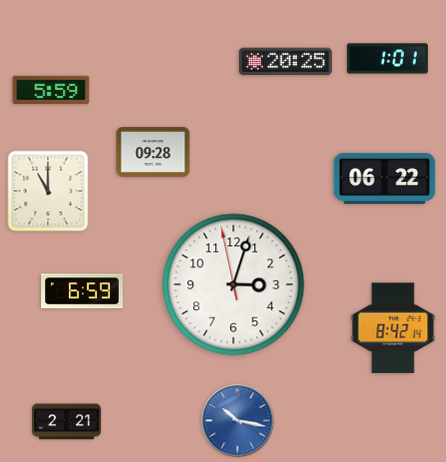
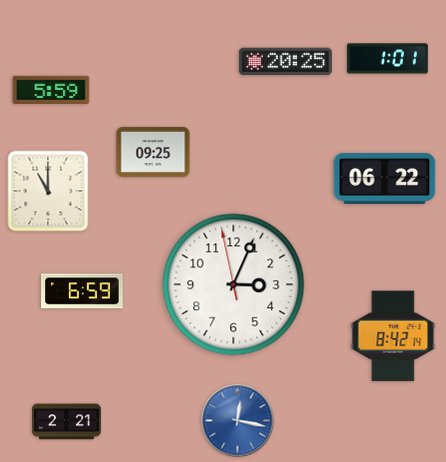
clock at (153, 152): 09:28 -> 09:25
clock at (234, 285): 3:02 -> 3:03
clock at (393, 328) position: (393, 328) -> (393, 336)
clock at (238, 421): 10:17 -> 12:17
